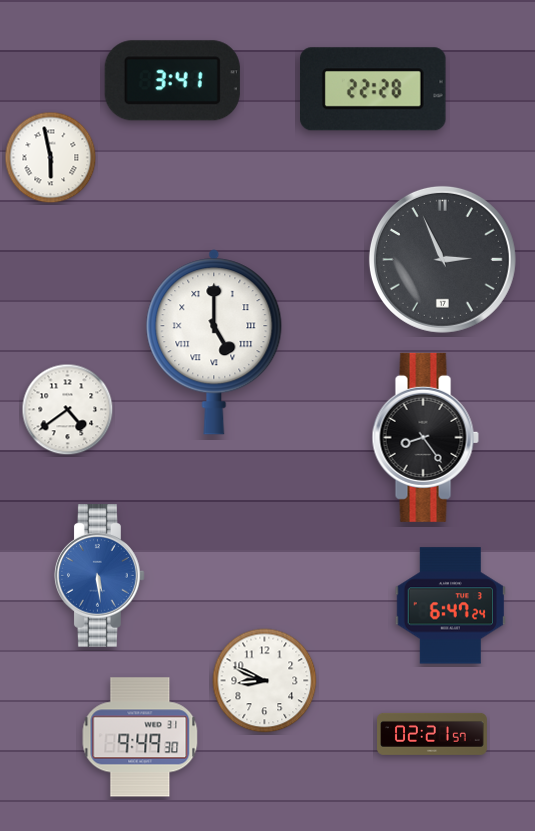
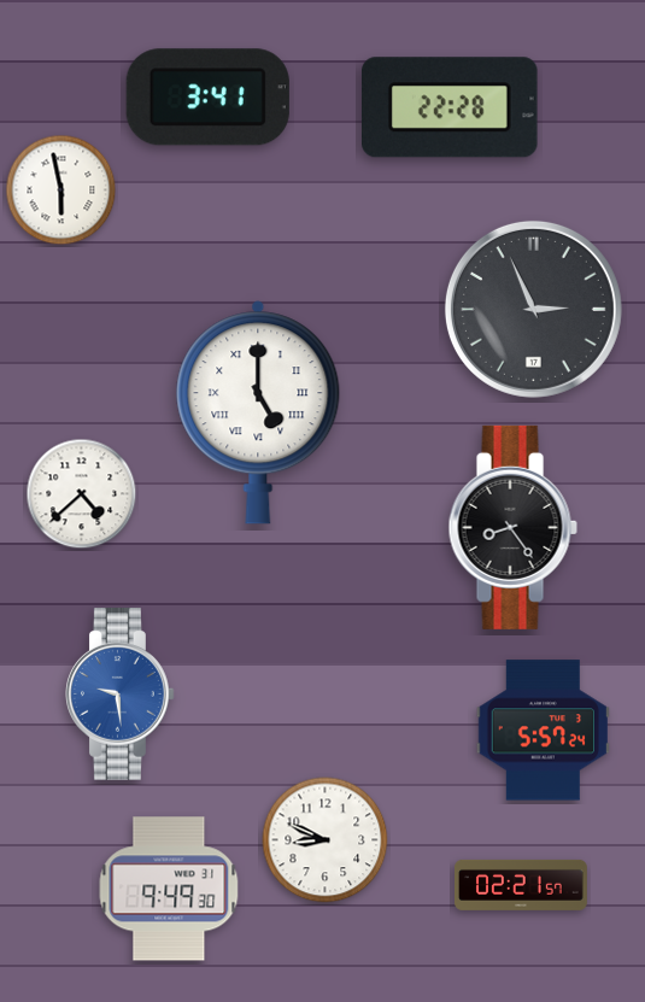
clock at (442, 259) position: (442, 259) -> (533, 309)
clock at (68, 410): 4:39 -> 4:38
clock at (100, 576): 5:29 -> 9:29
clock at (450, 606): 6:47 -> 5:57
clock at (265, 681) position: (265, 681) -> (326, 840)
